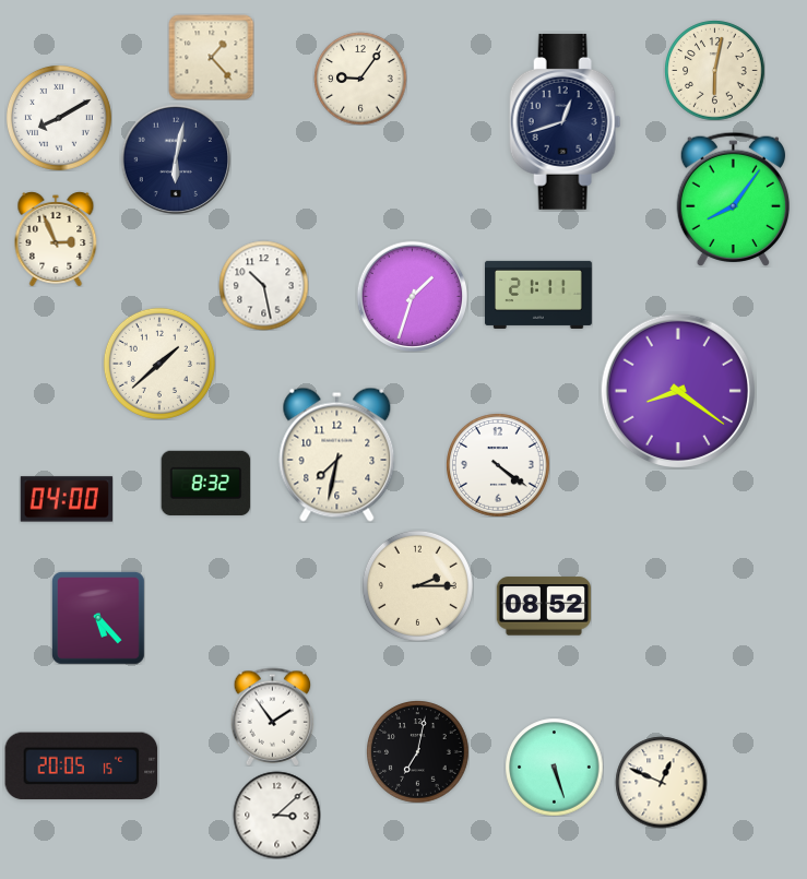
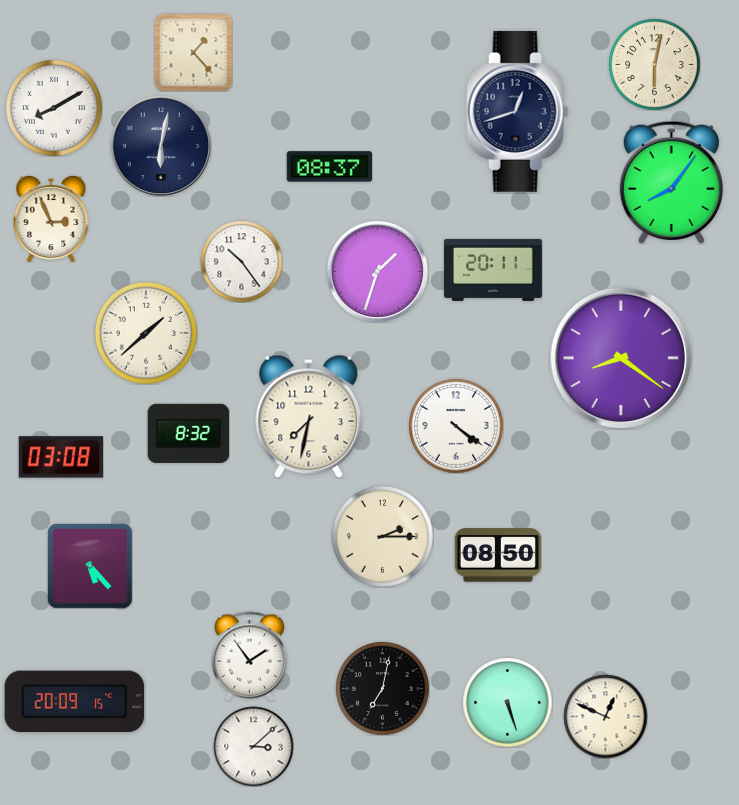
clock at (360, 79): 9:06 -> none
clock at (329, 167): none -> 08:37
clock at (263, 285): 10:28 -> 10:24
clock at (539, 295): 21:11 -> 20:11
clock at (205, 483) position: (205, 483) -> (188, 433)
clock at (67, 499): 04:00 -> 03:08
clock at (543, 606): 08:52 -> 08:50
clock at (82, 767): 20:05 -> 20:09
